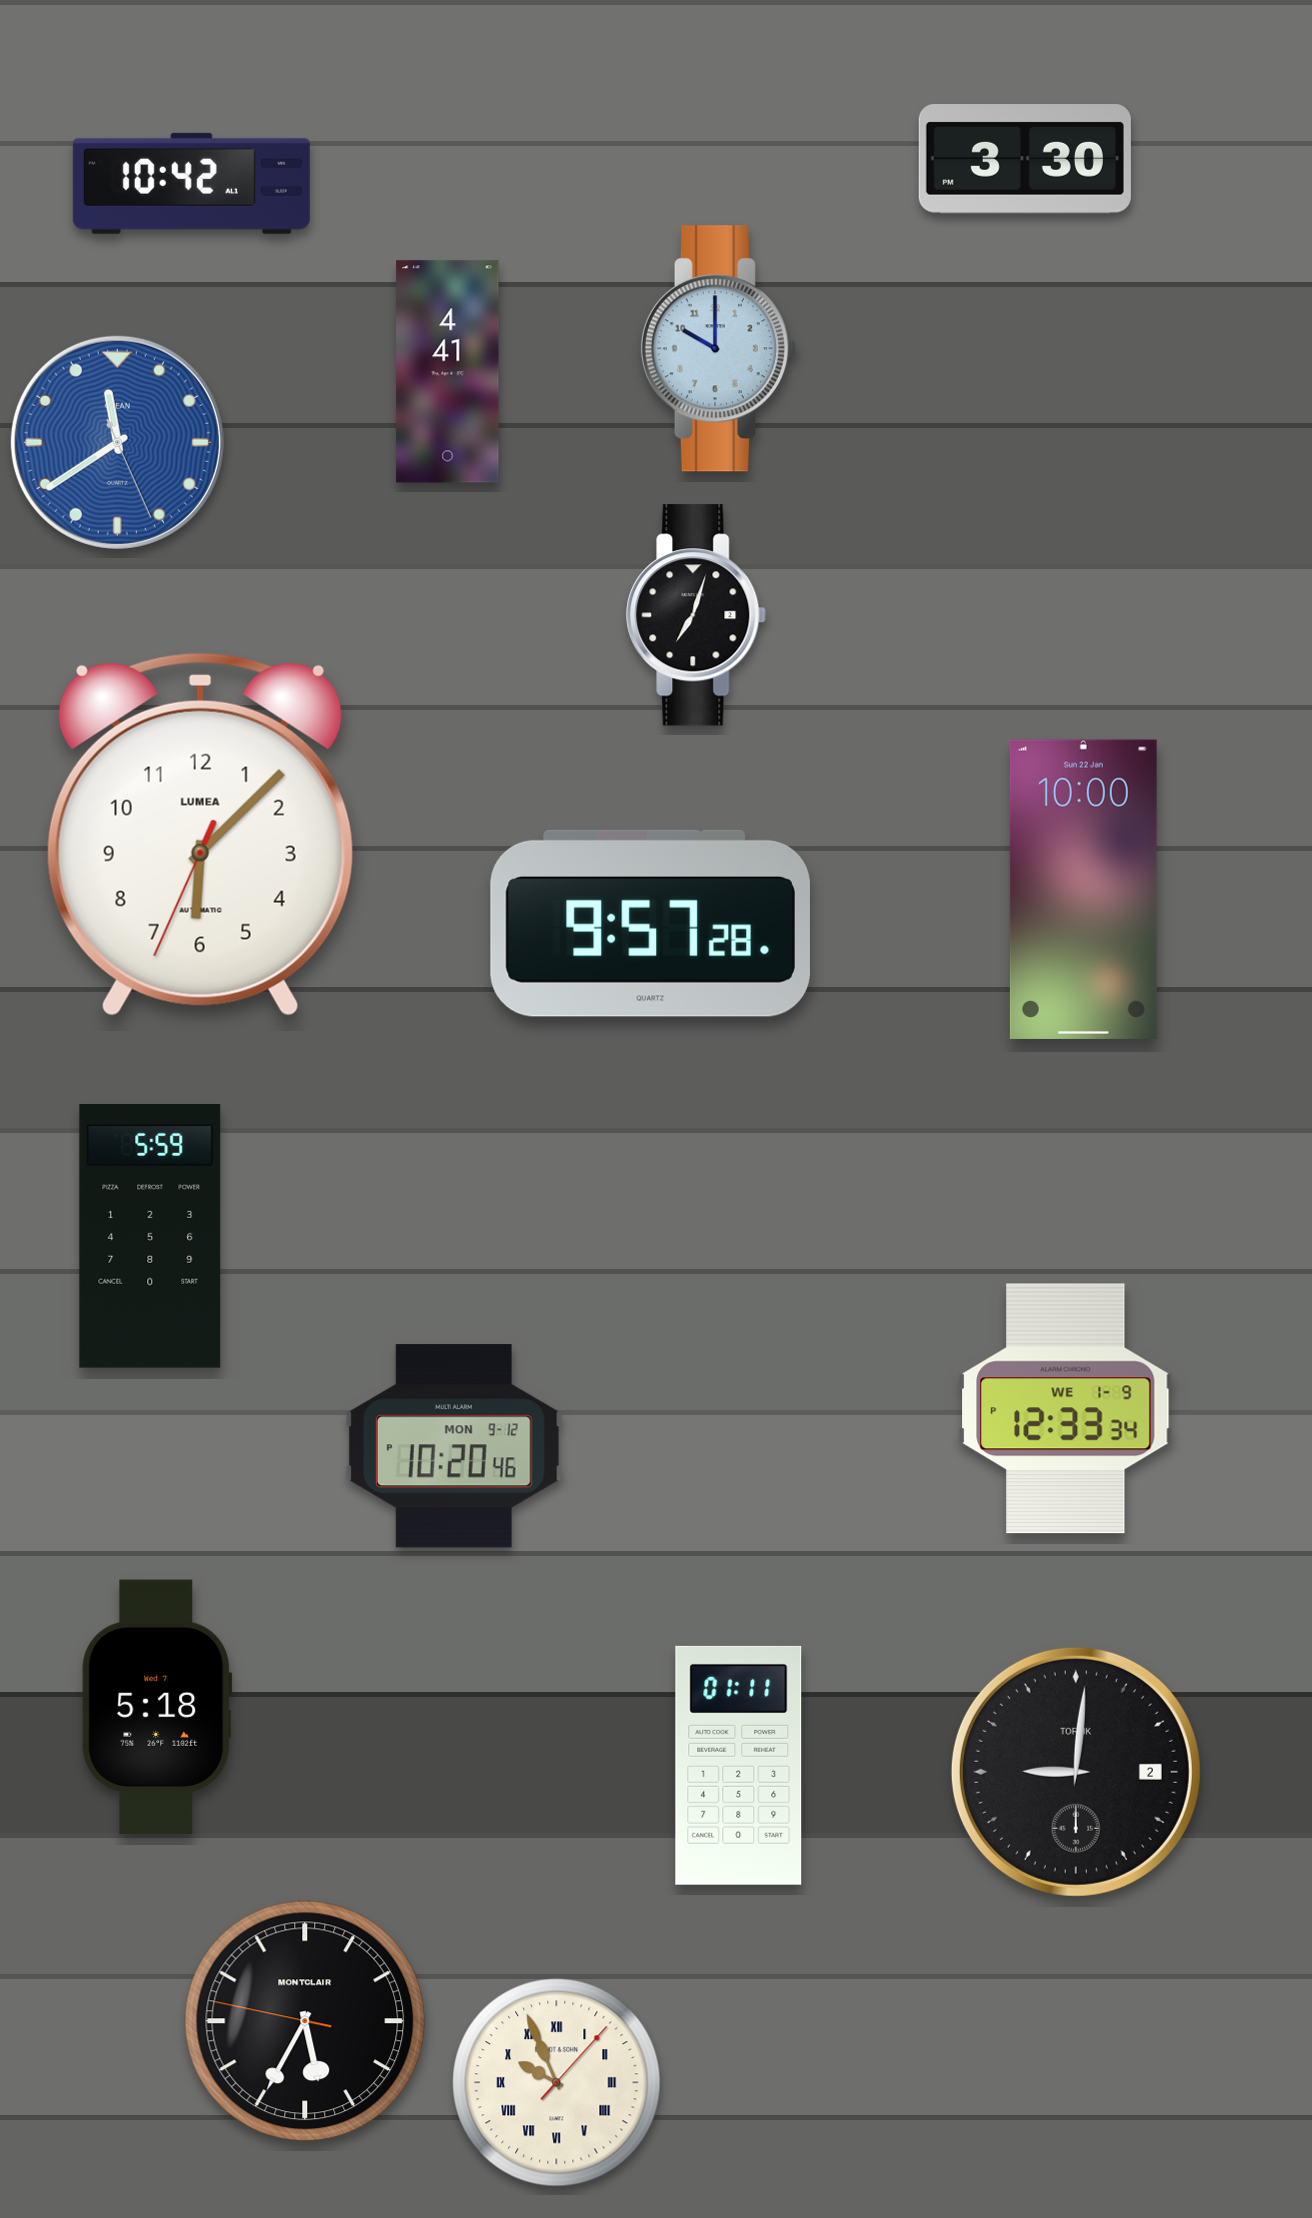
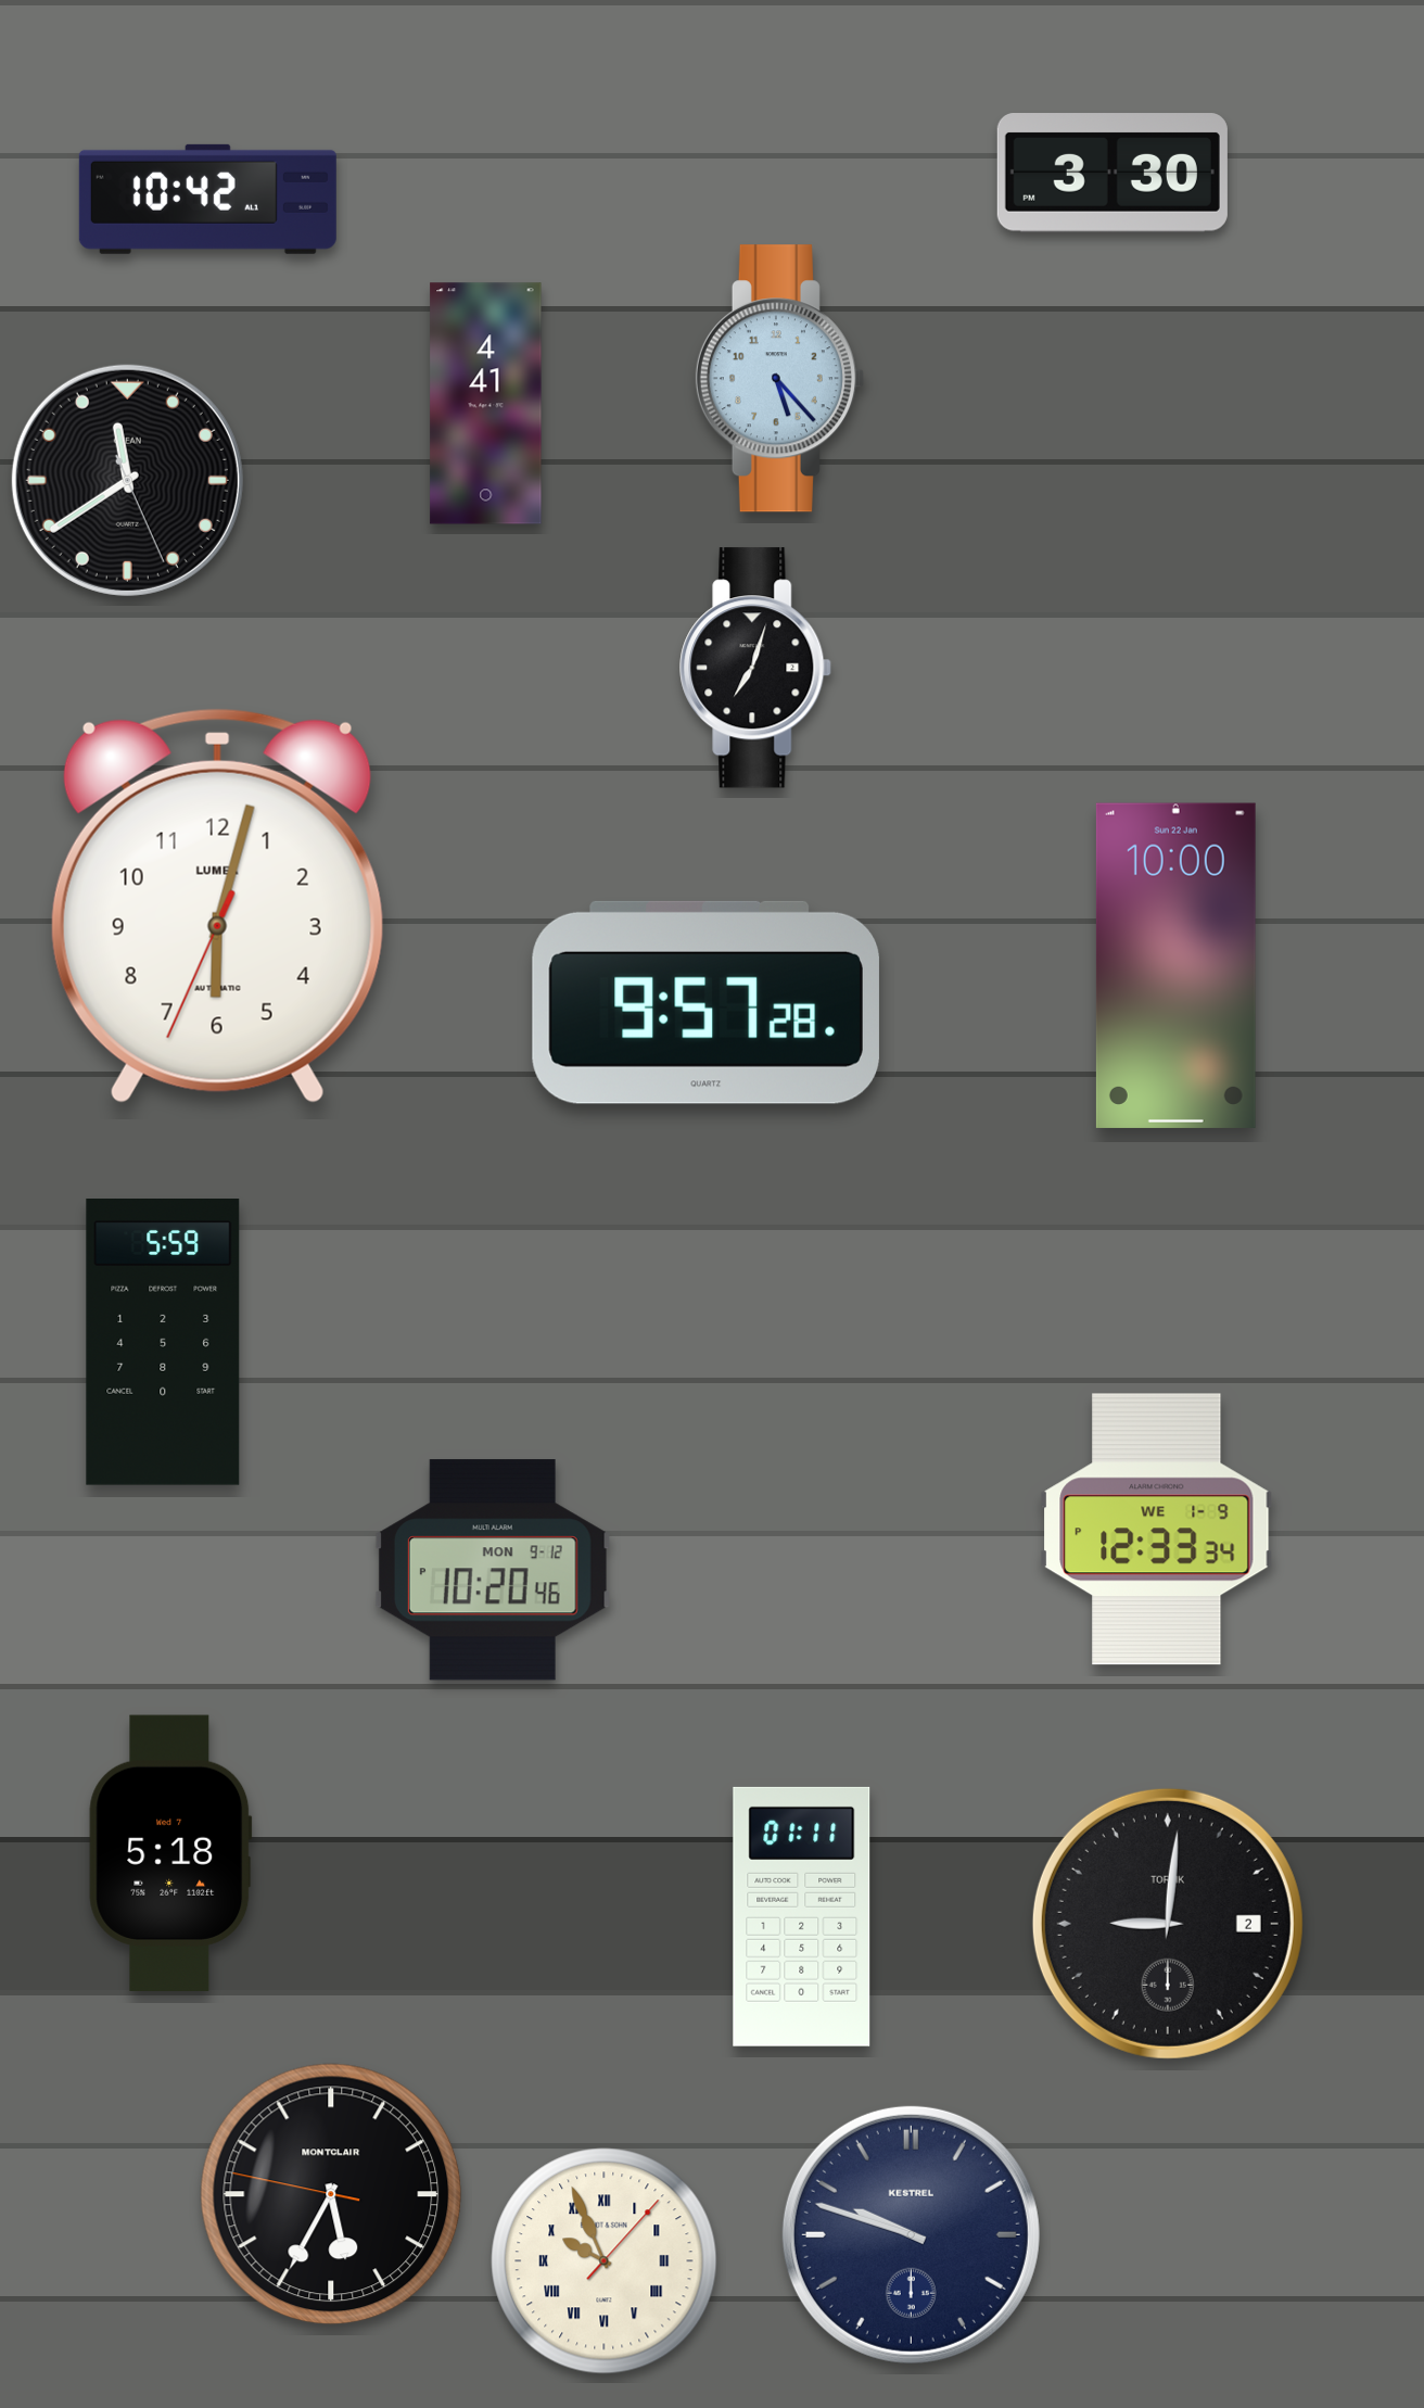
clock at (718, 349): 10:00 -> 5:23
clock at (117, 442) dial: blue -> black
clock at (200, 834): 6:07 -> 6:02
clock at (911, 2234): none -> 9:48
